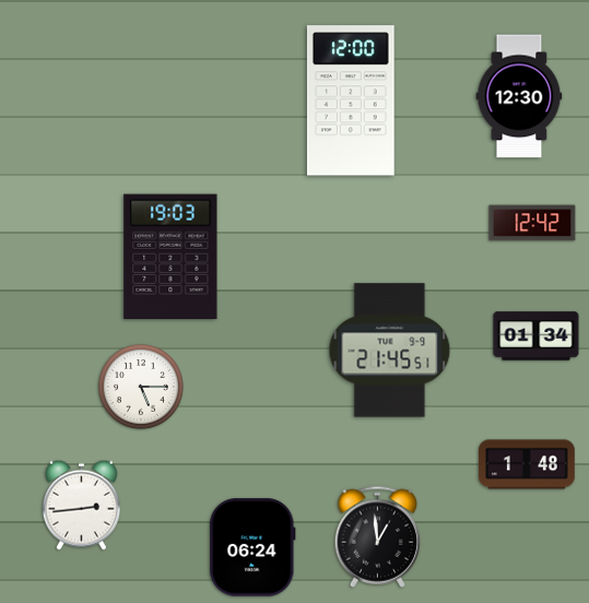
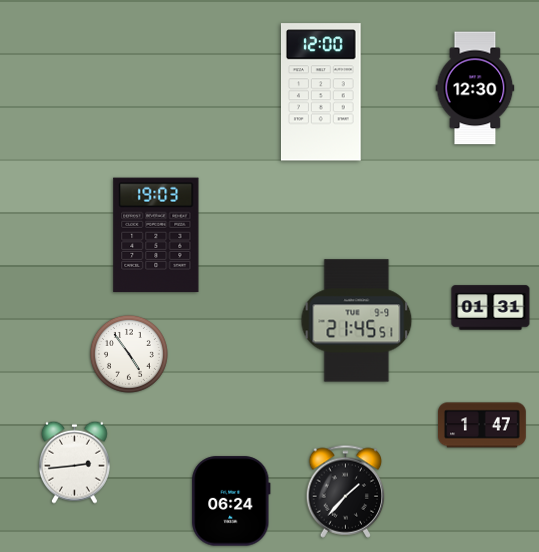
clock at (532, 223): 12:42 -> none
clock at (537, 336): 01:34 -> 01:31
clock at (141, 387): 5:15 -> 4:54
clock at (527, 464): 1:48 -> 1:47
clock at (378, 536): 12:59 -> 1:37
